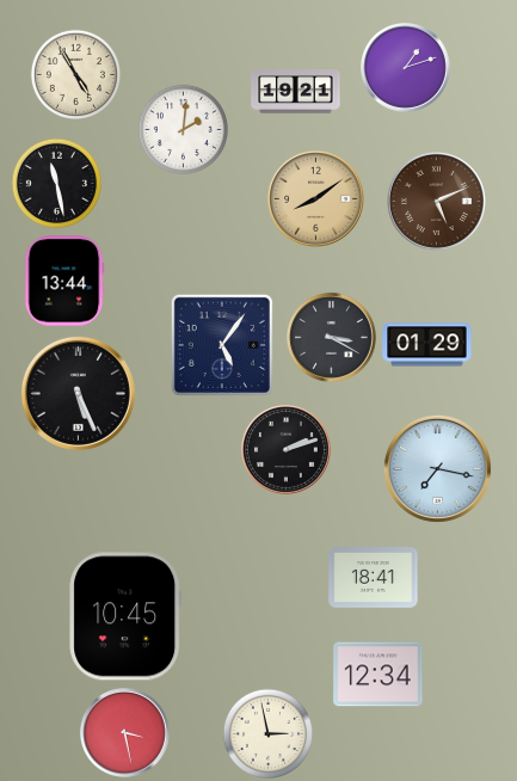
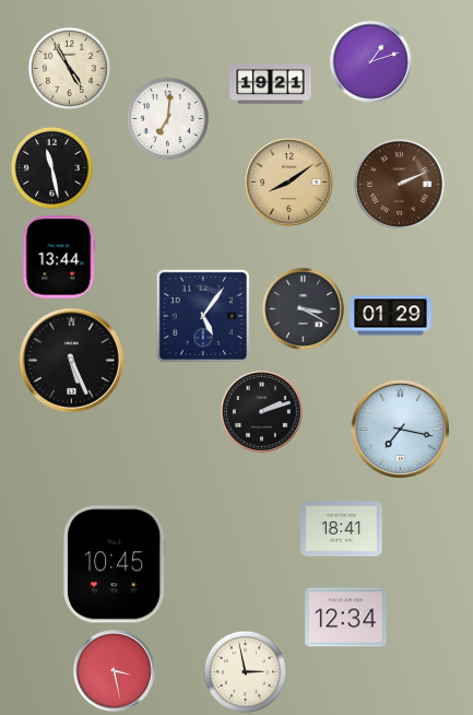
clock at (183, 129): 2:01 -> 7:01
clock at (436, 201): 5:11 -> 2:11
